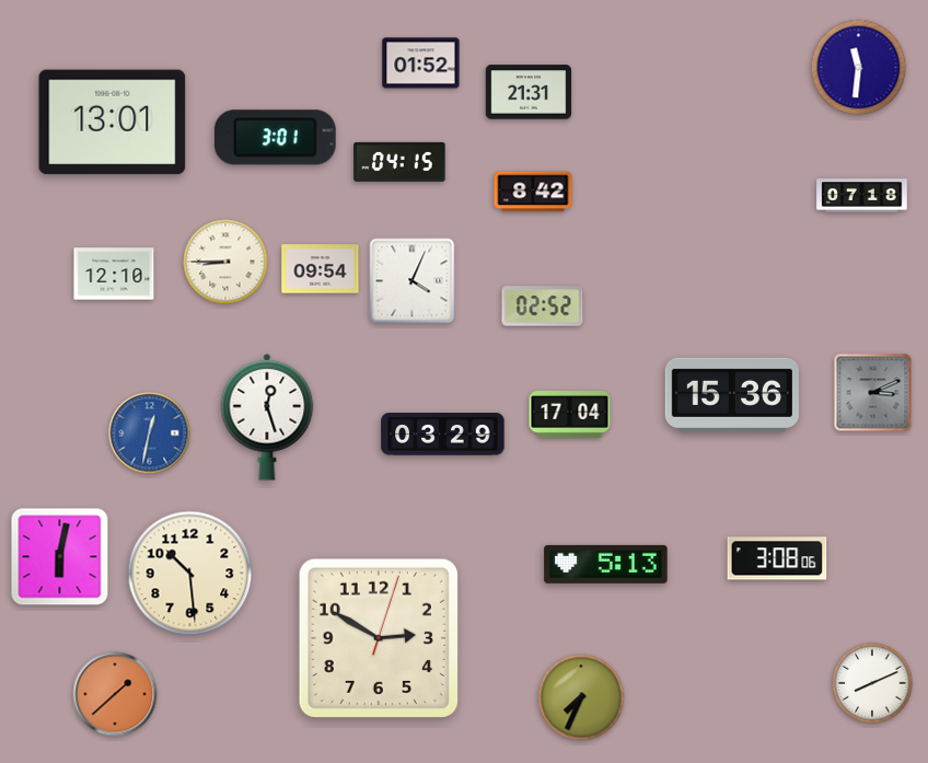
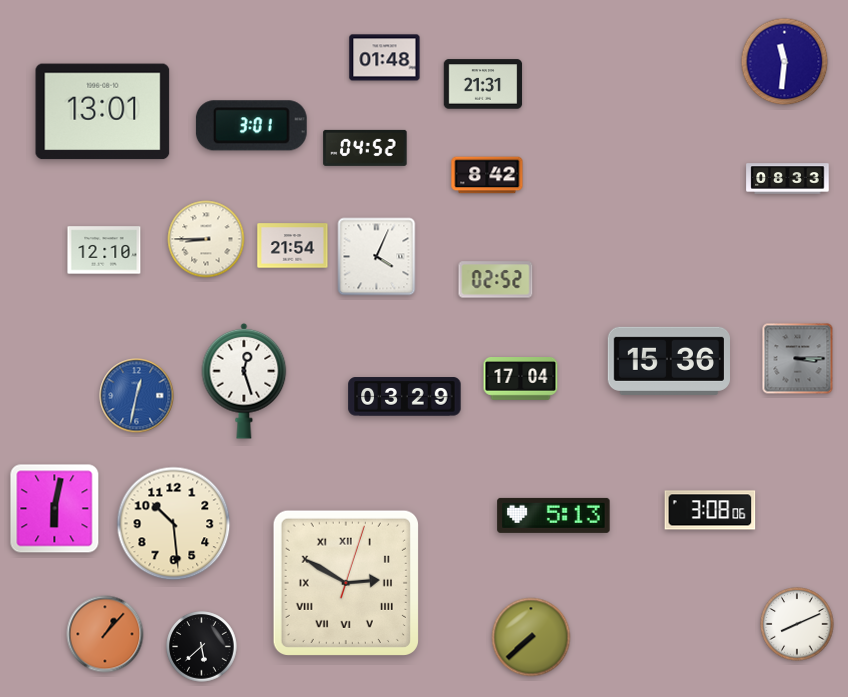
clock at (421, 63): 01:52 -> 01:48
clock at (399, 162): 04:15 -> 04:52
clock at (862, 196): 07:18 -> 08:33
clock at (321, 269): 09:54 -> 21:54
clock at (873, 393): 3:11 -> 3:15
clock at (379, 638) numerals: Arabic -> Roman
clock at (115, 694): 1:38 -> 1:07
clock at (581, 697): 7:34 -> 7:38
clock at (202, 647): none -> 5:38
